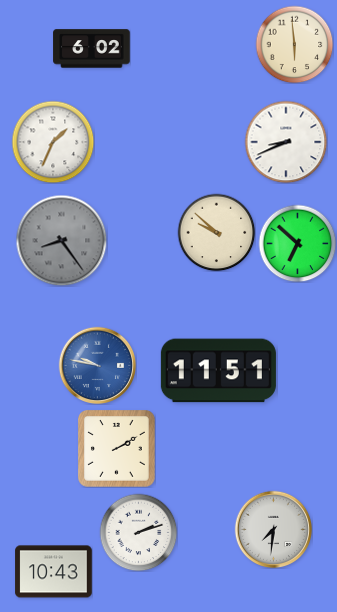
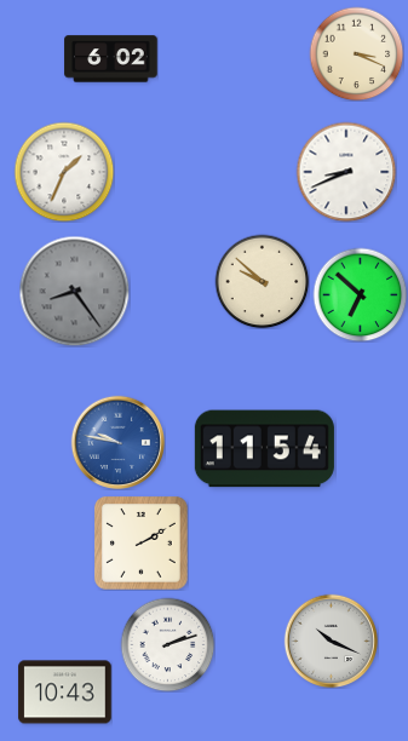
clock at (294, 44): 5:59 -> 3:19
clock at (218, 371): 11:51 -> 11:54
clock at (273, 529): 7:31 -> 10:19
